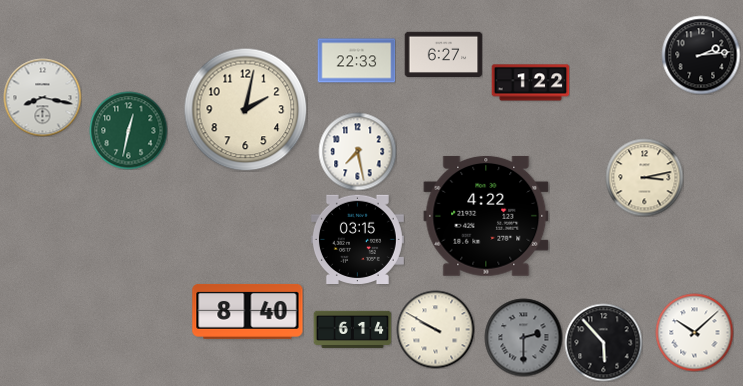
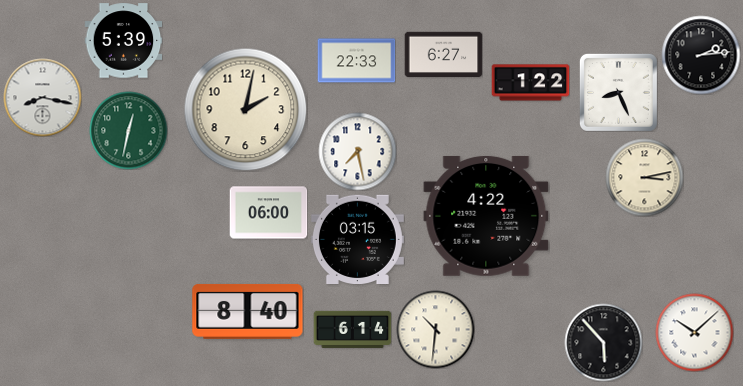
clock at (123, 41): none -> 5:39
clock at (618, 92): none -> 8:26
clock at (268, 213): none -> 06:00
clock at (435, 329): 9:50 -> 10:31
clock at (523, 337): 2:30 -> none
